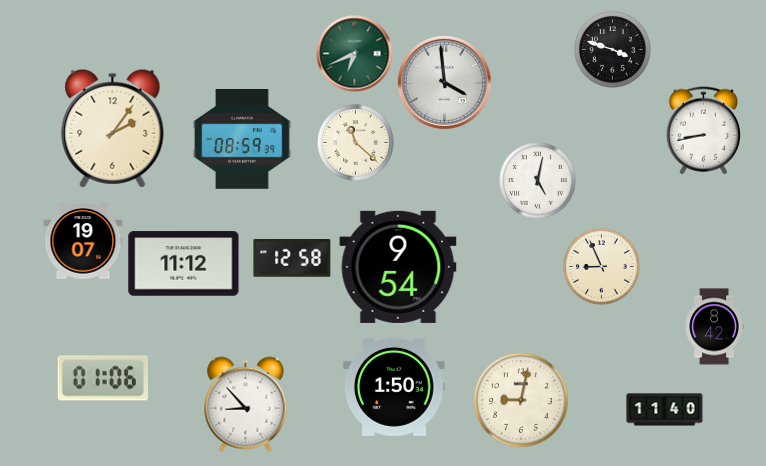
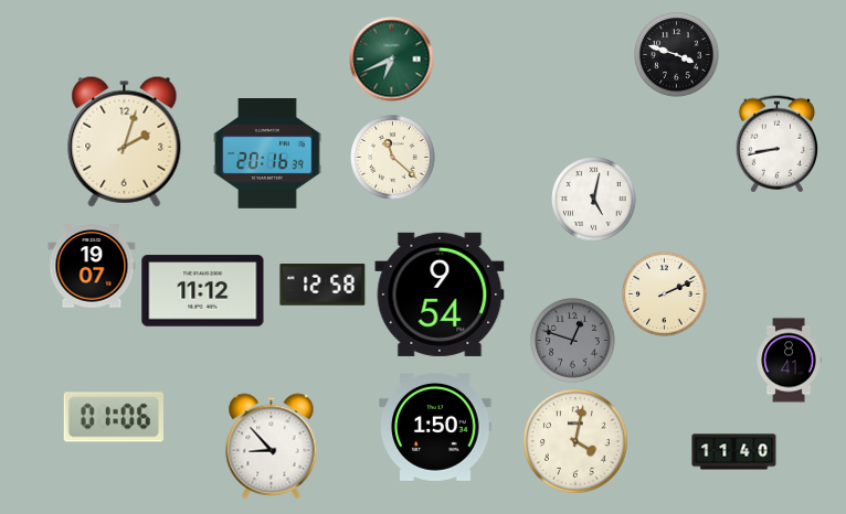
clock at (444, 82): 3:59 -> none
clock at (113, 128): 2:06 -> 2:03
clock at (242, 139): 08:59 -> 20:16
clock at (602, 267): 8:56 -> 2:11
clock at (573, 341): none -> 12:48
clock at (714, 327): 8:42 -> 8:41
clock at (521, 400): 9:02 -> 4:02
